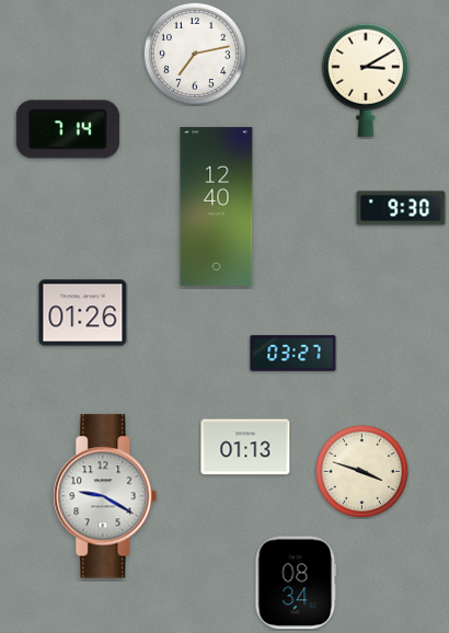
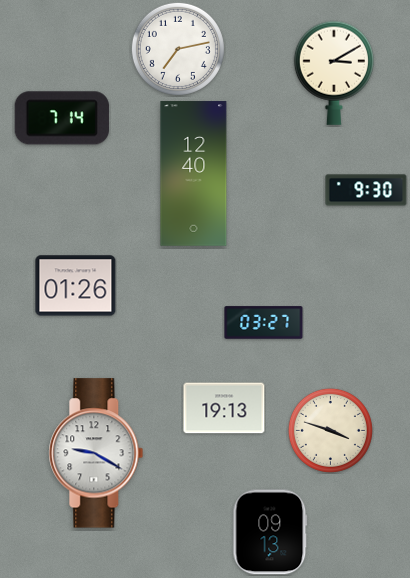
clock at (217, 207) position: (217, 207) -> (194, 174)
clock at (293, 354) position: (293, 354) -> (264, 323)
clock at (245, 447): 01:13 -> 19:13
clock at (296, 583): 08:34 -> 09:13
